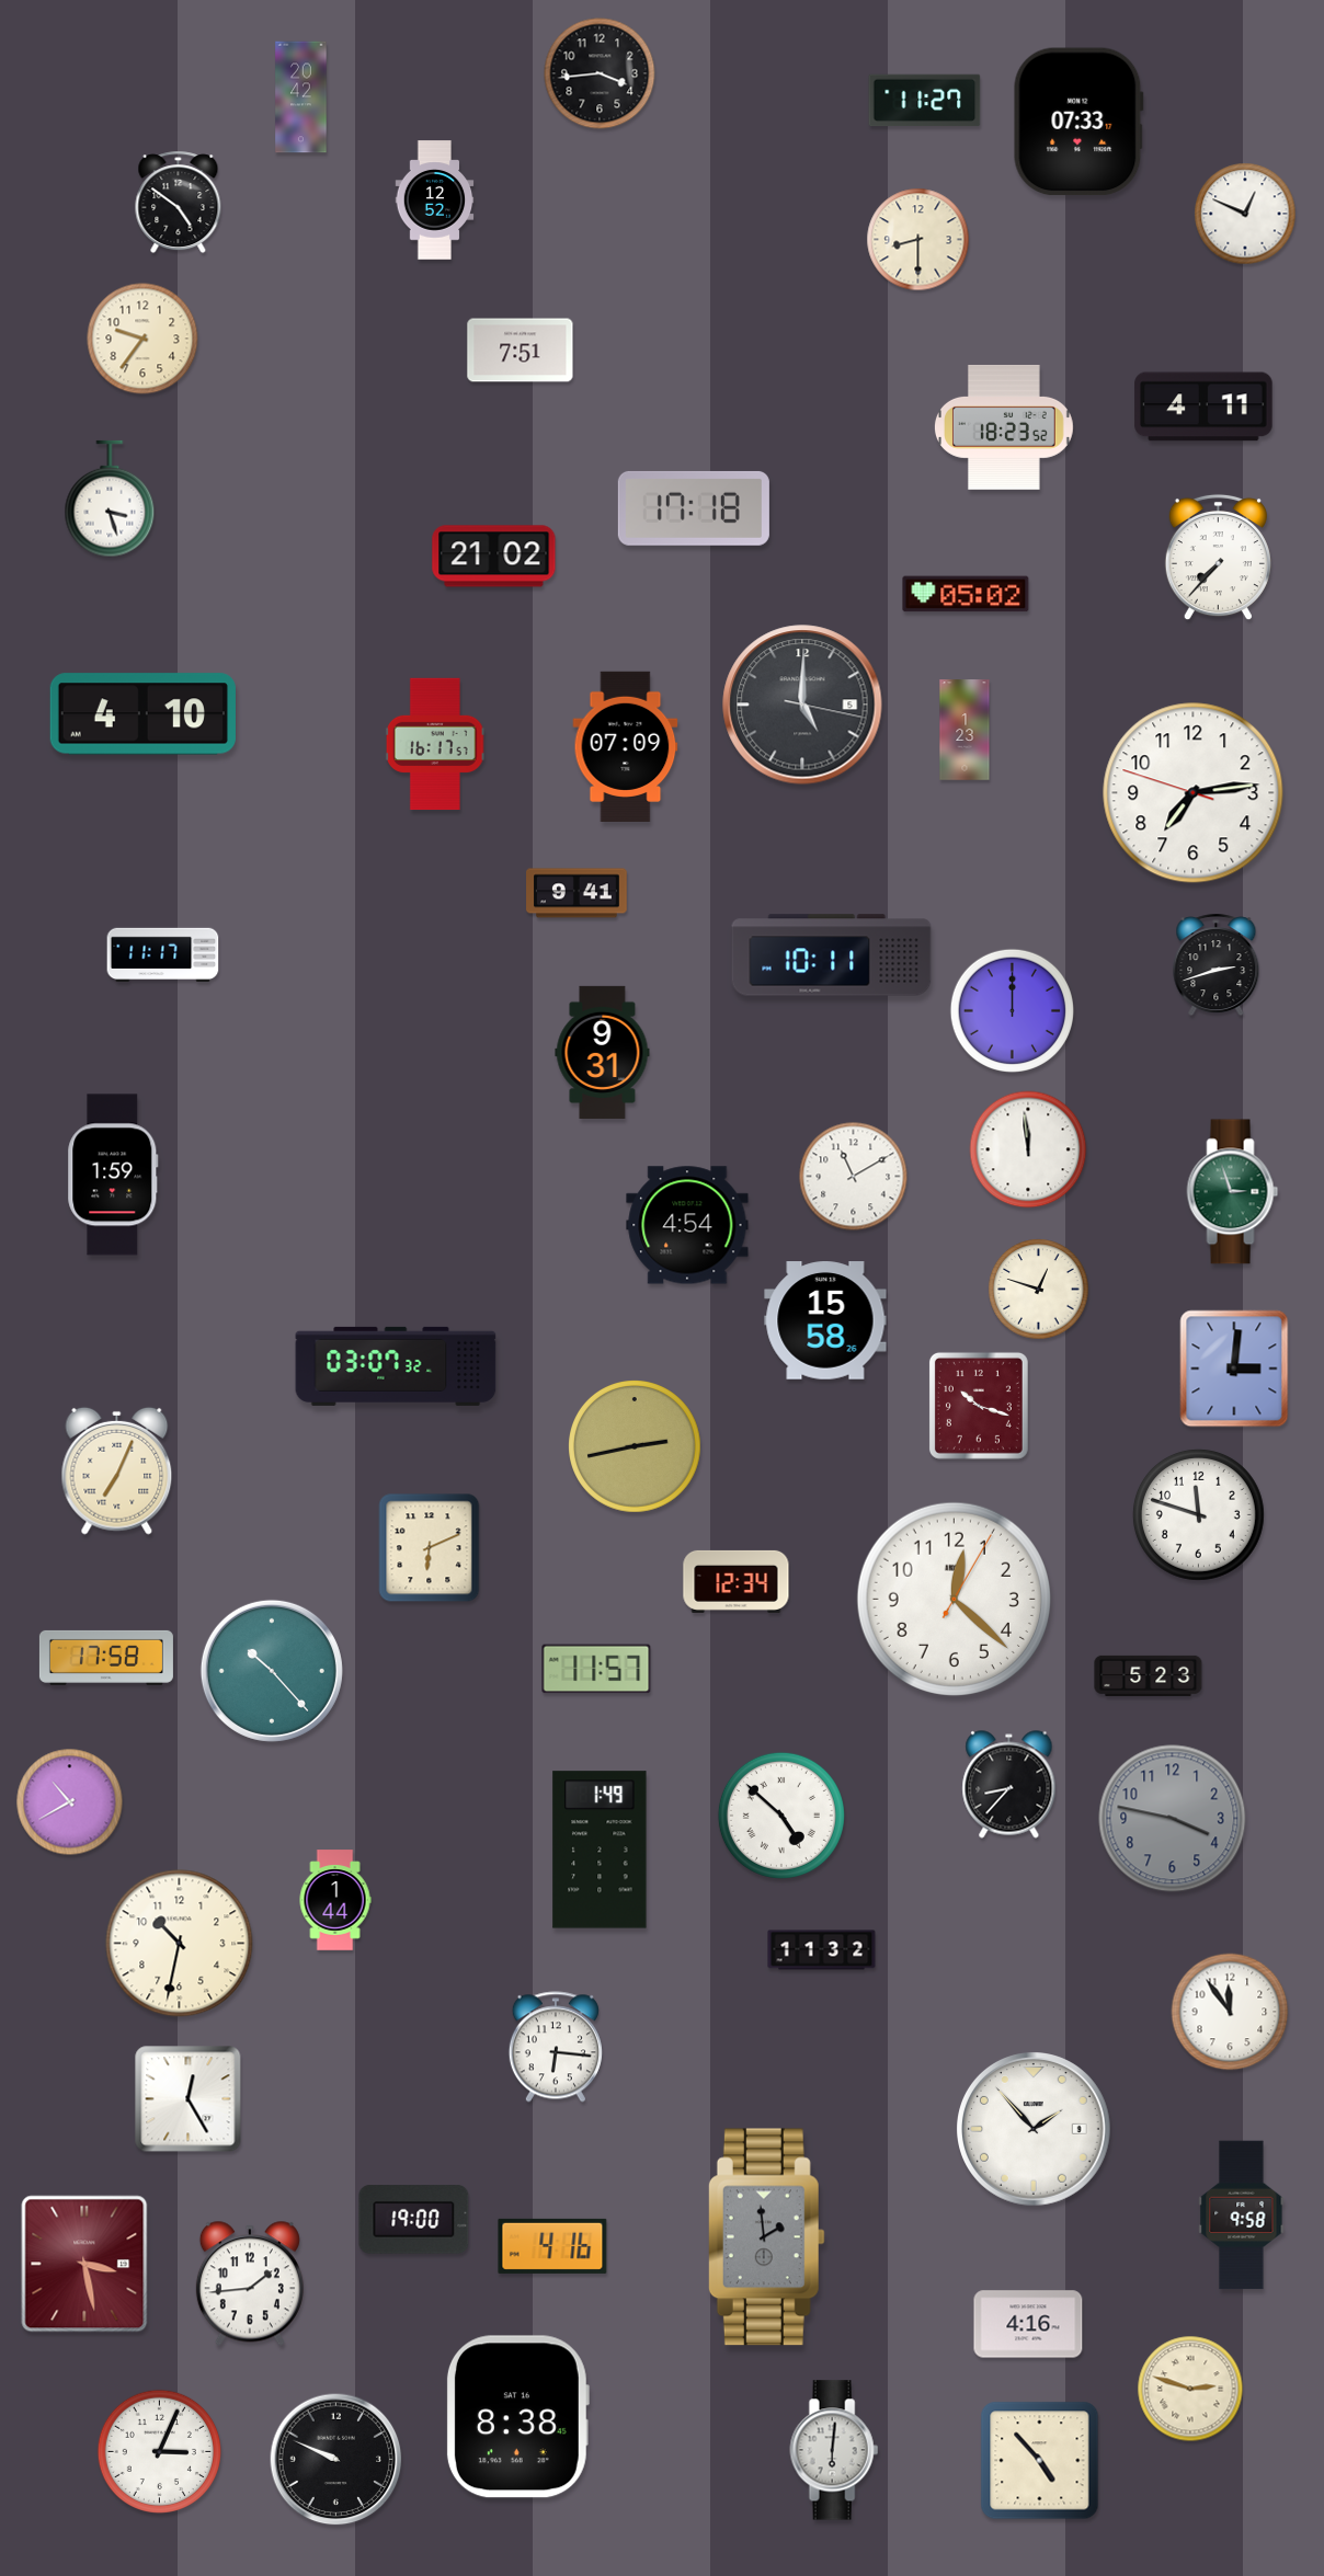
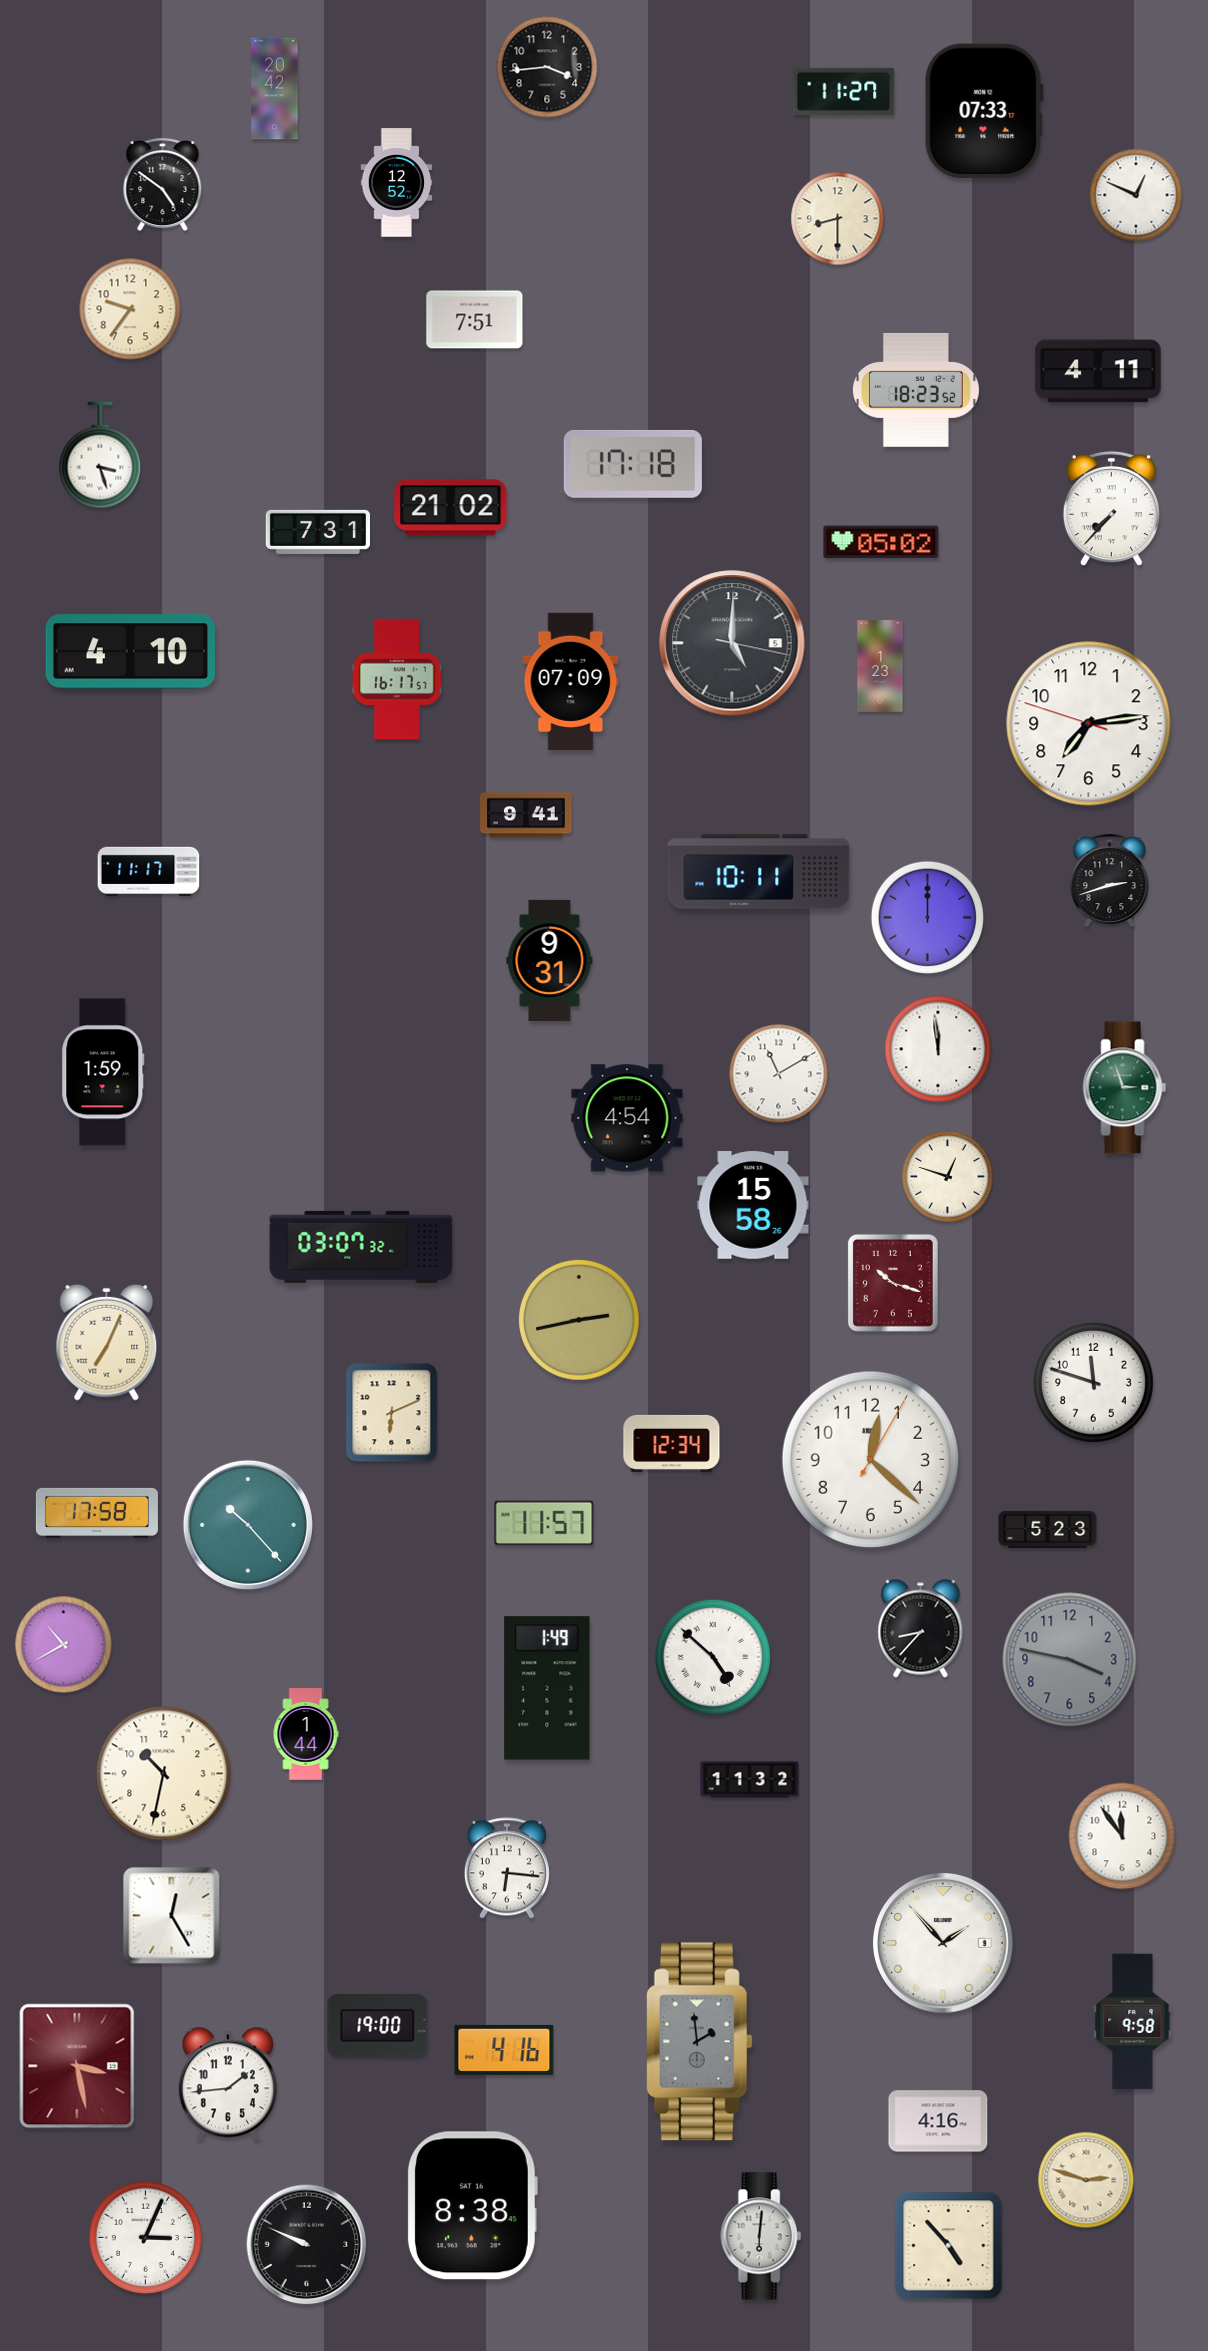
clock at (317, 532): none -> 7:31
clock at (1012, 1010) position: (1012, 1010) -> (927, 917)
clock at (1234, 1369): 3:01 -> none
